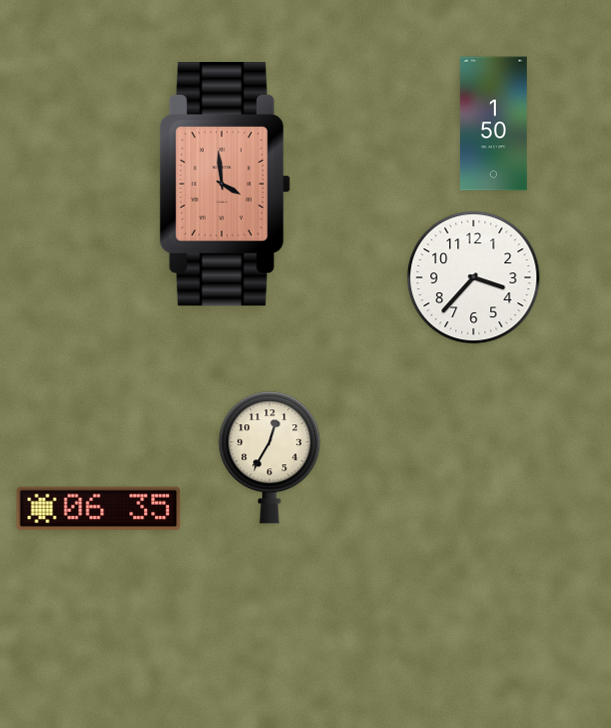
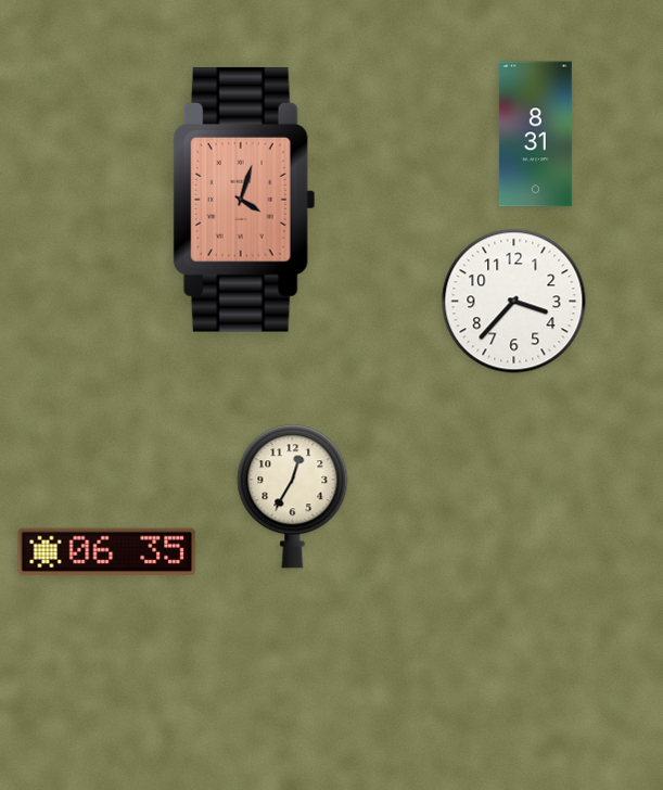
clock at (493, 124): 1:50 -> 8:31
clock at (225, 184): 3:59 -> 4:03
